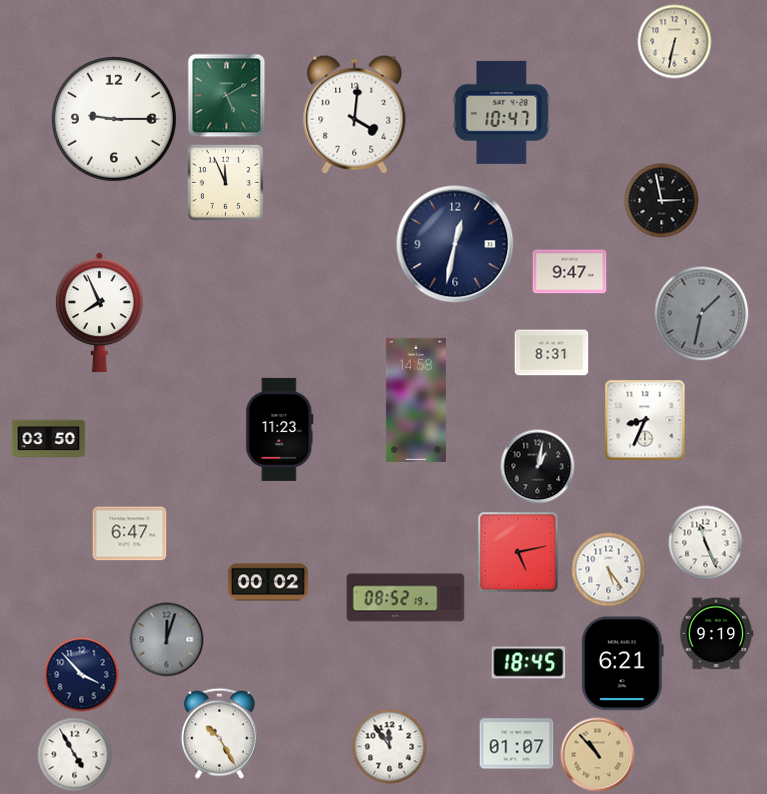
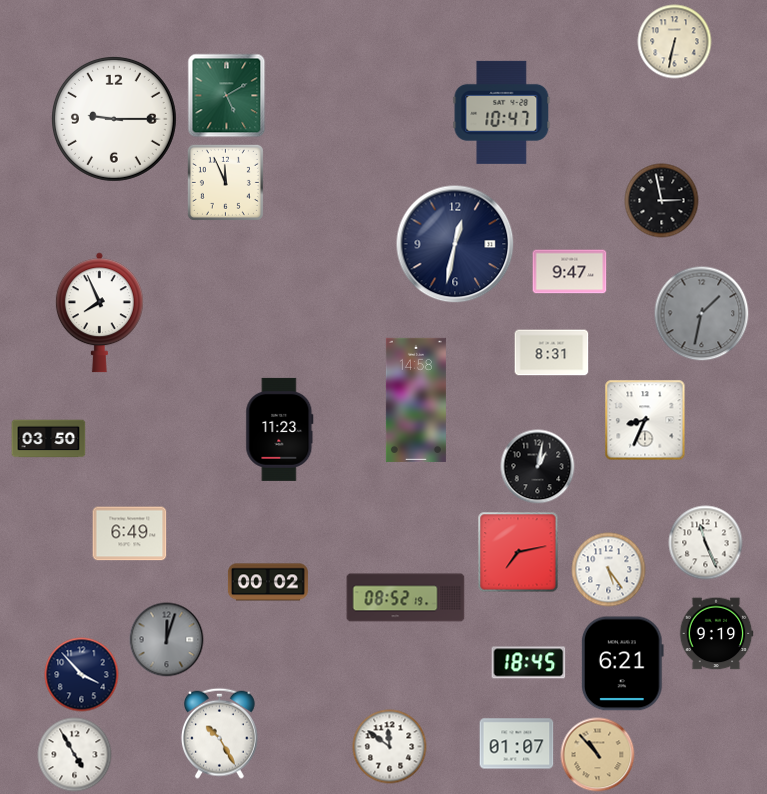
clock at (355, 114): 4:01 -> none
clock at (130, 534): 6:47 -> 6:49
clock at (518, 552): 5:13 -> 7:13
clock at (390, 747): 11:54 -> 11:51
